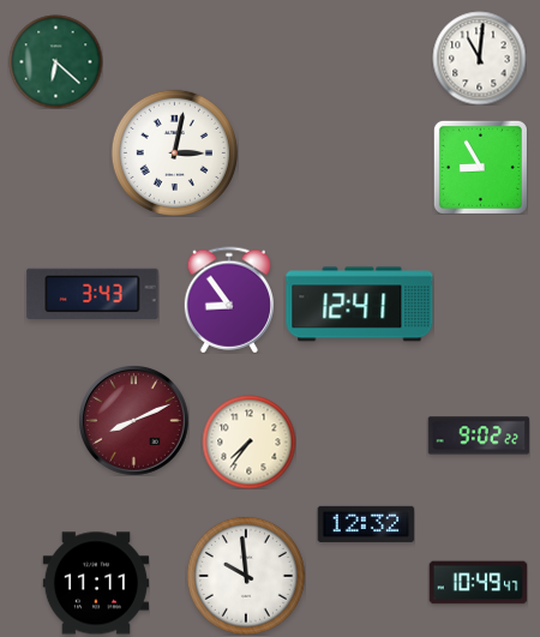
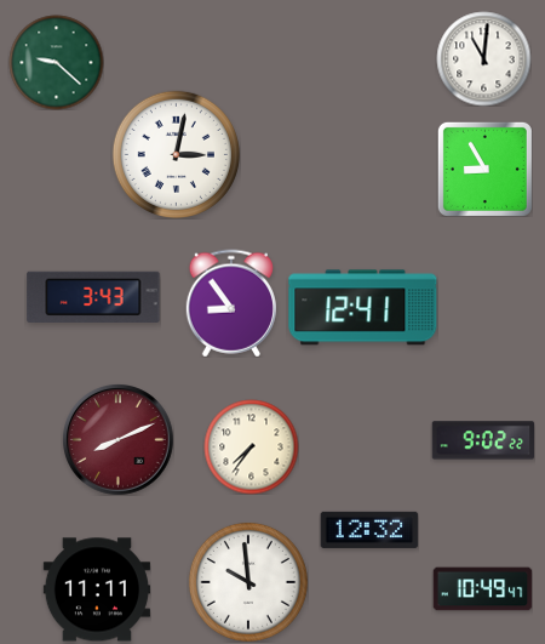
clock at (55, 61): 6:22 -> 9:22
clock at (134, 421) position: (134, 421) -> (119, 440)
